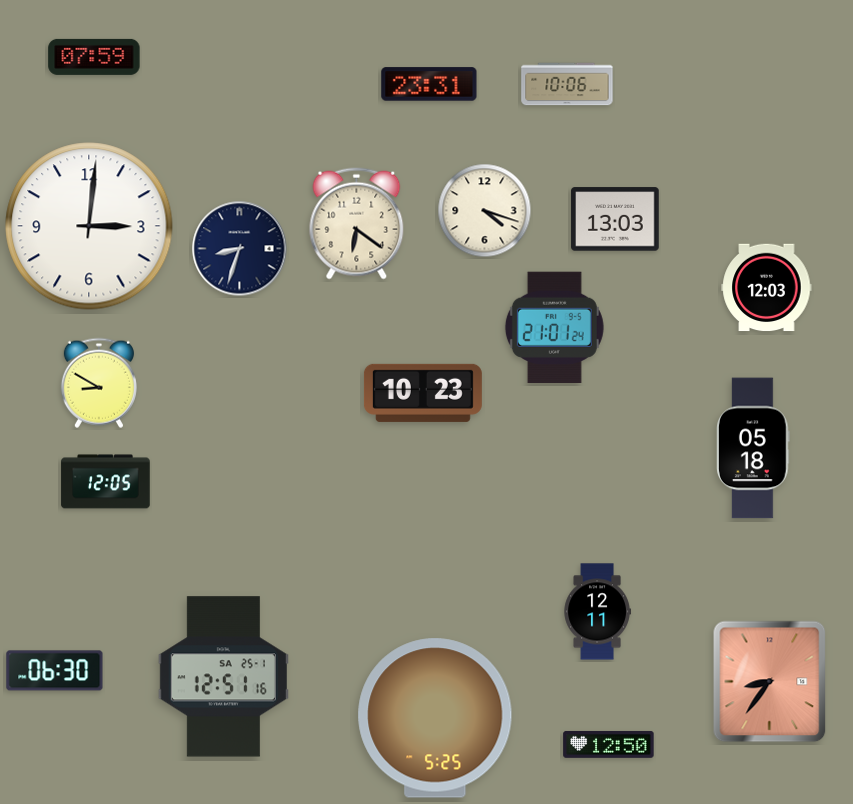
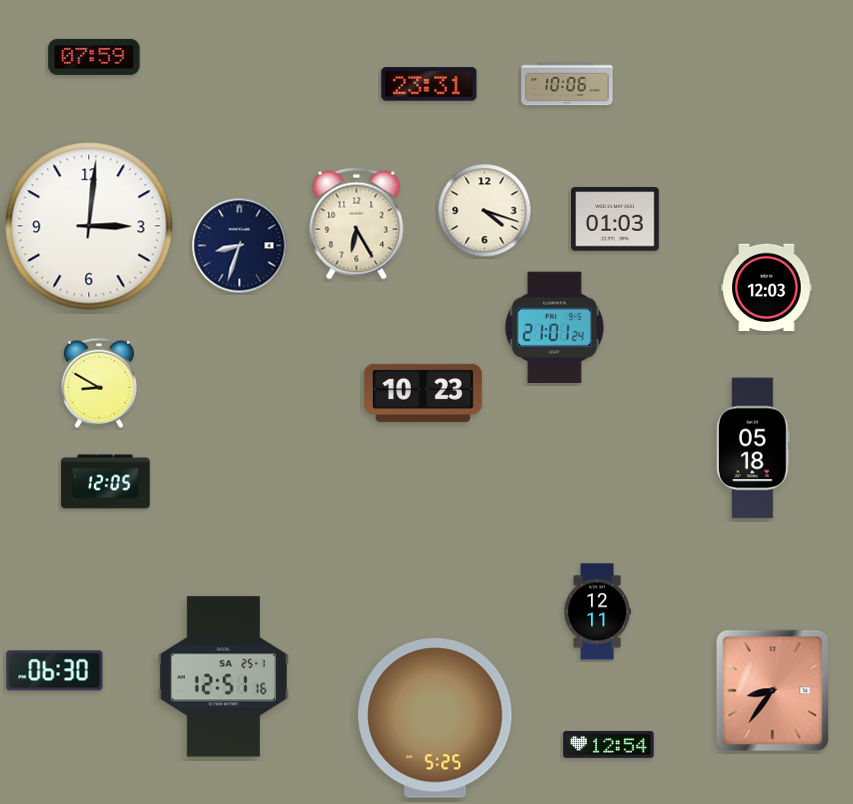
clock at (615, 219): 13:03 -> 01:03
clock at (357, 224): 6:21 -> 6:25
clock at (240, 249) position: (240, 249) -> (240, 246)
clock at (770, 682) position: (770, 682) -> (773, 691)
clock at (609, 744): 12:50 -> 12:54
